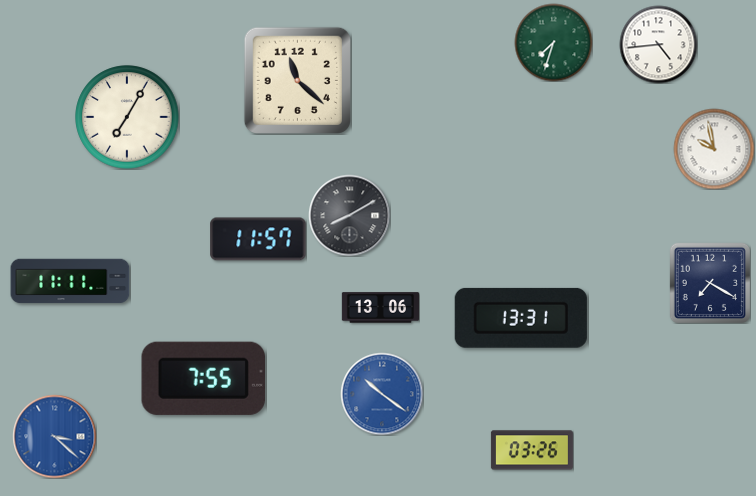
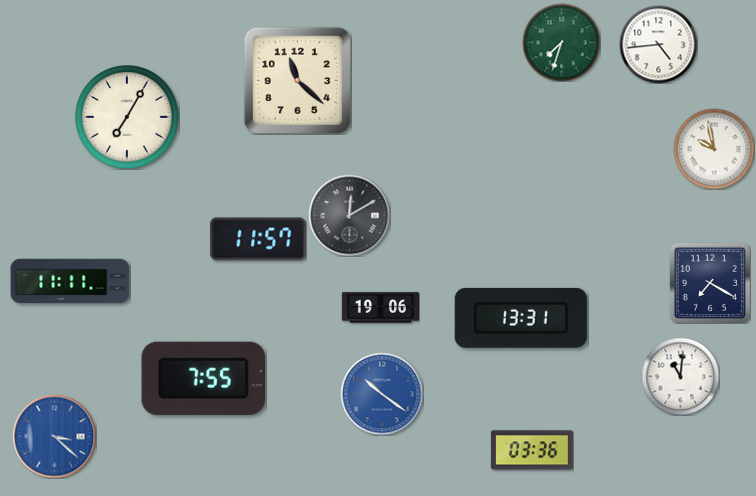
clock at (553, 42) position: (553, 42) -> (561, 42)
clock at (349, 215): 8:10 -> 12:10
clock at (380, 308): 13:06 -> 19:06
clock at (680, 376): none -> 11:01
clock at (532, 450): 03:26 -> 03:36
